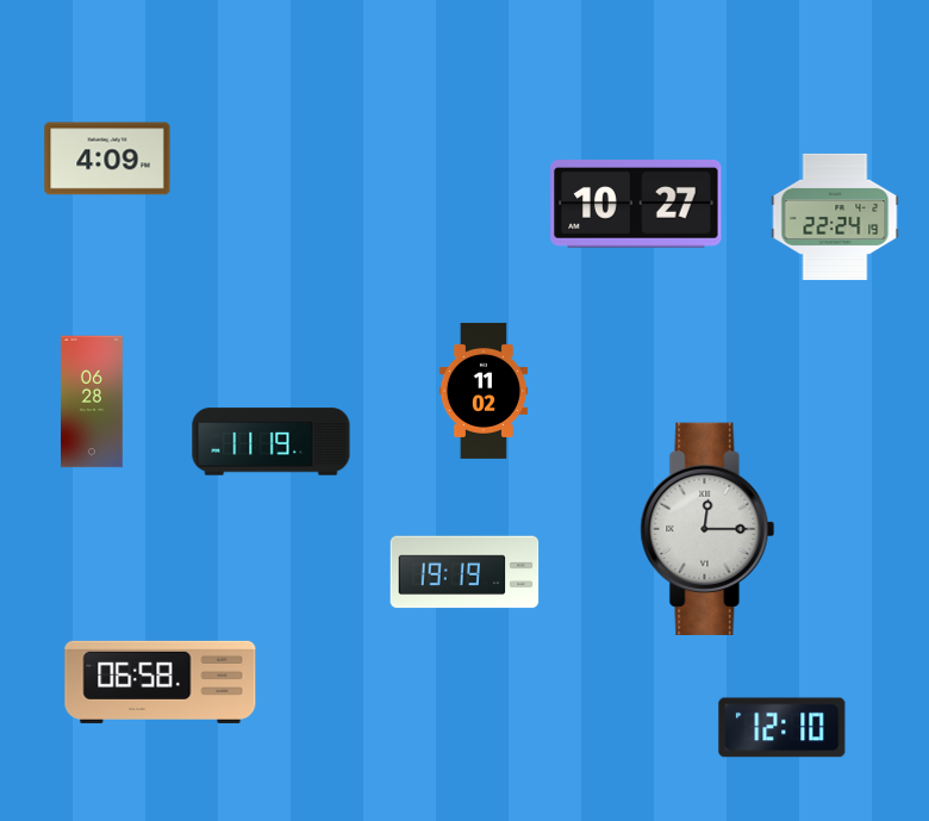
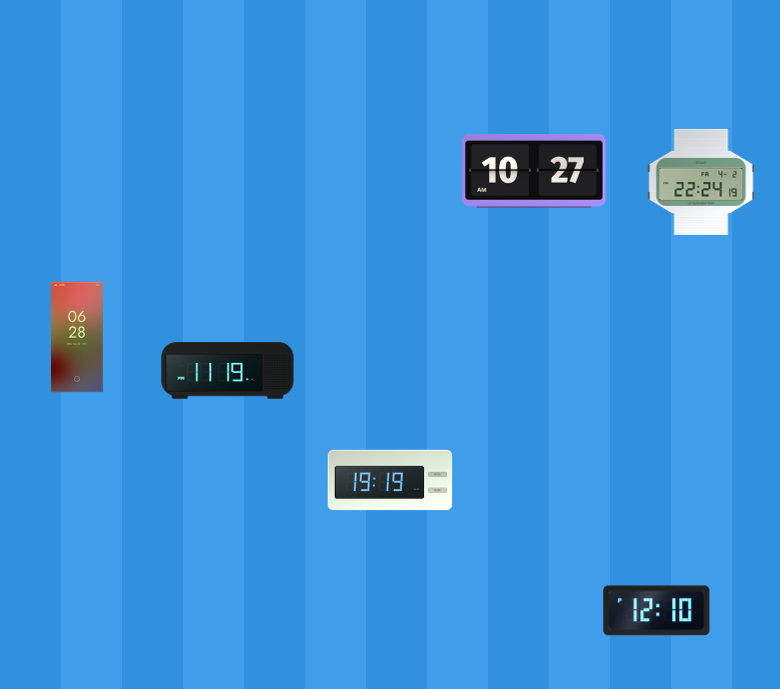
clock at (107, 158): 4:09 -> none
clock at (482, 391): 11:02 -> none
clock at (707, 529): 12:15 -> none
clock at (161, 682): 06:58 -> none
